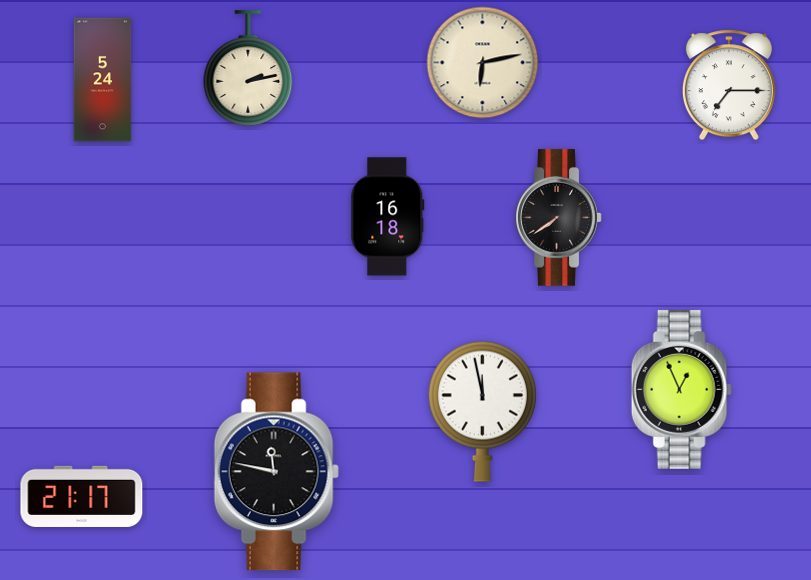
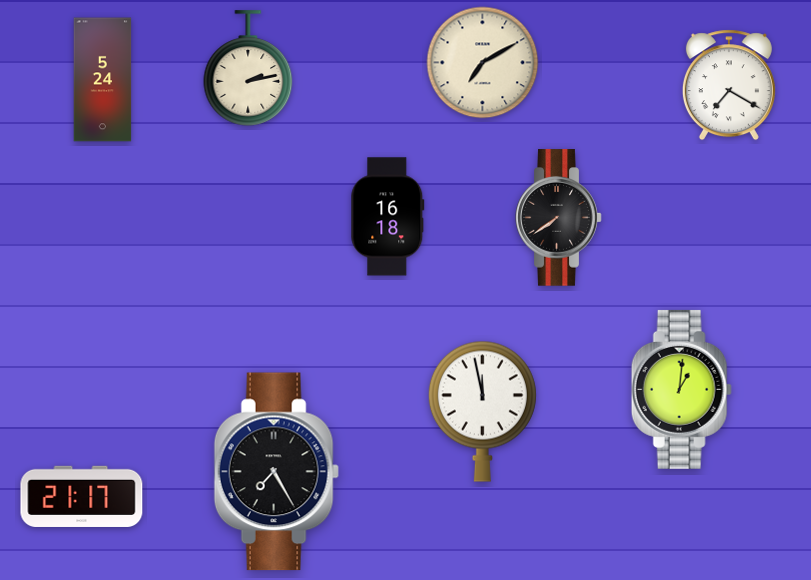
clock at (483, 63): 6:13 -> 7:10
clock at (729, 85): 7:15 -> 7:20
clock at (681, 389): 12:56 -> 1:01
clock at (276, 472): 11:47 -> 7:25
